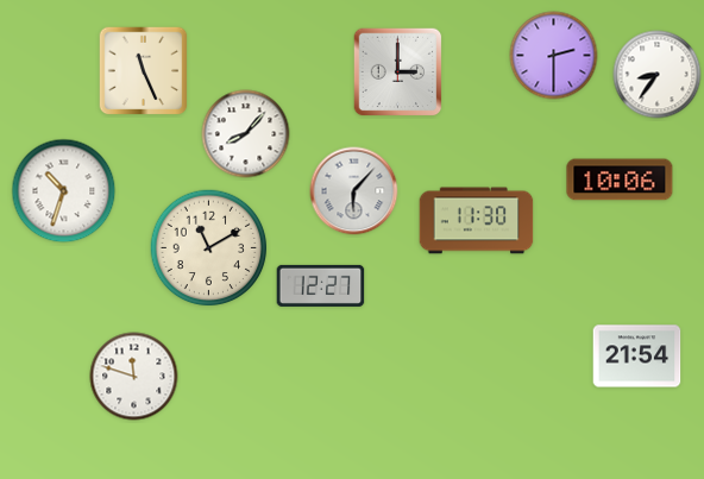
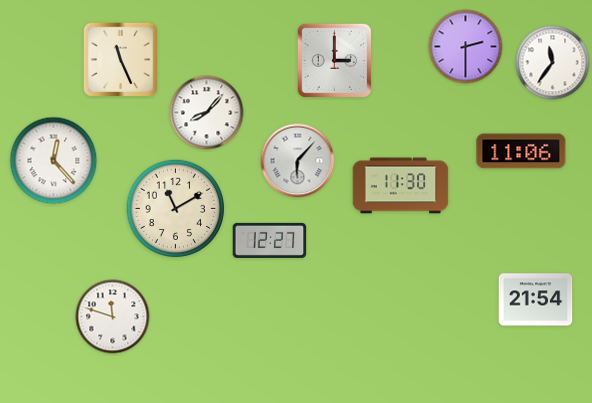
clock at (658, 75): 8:36 -> 11:36
clock at (620, 179): 10:06 -> 11:06
clock at (64, 191): 10:33 -> 12:23
